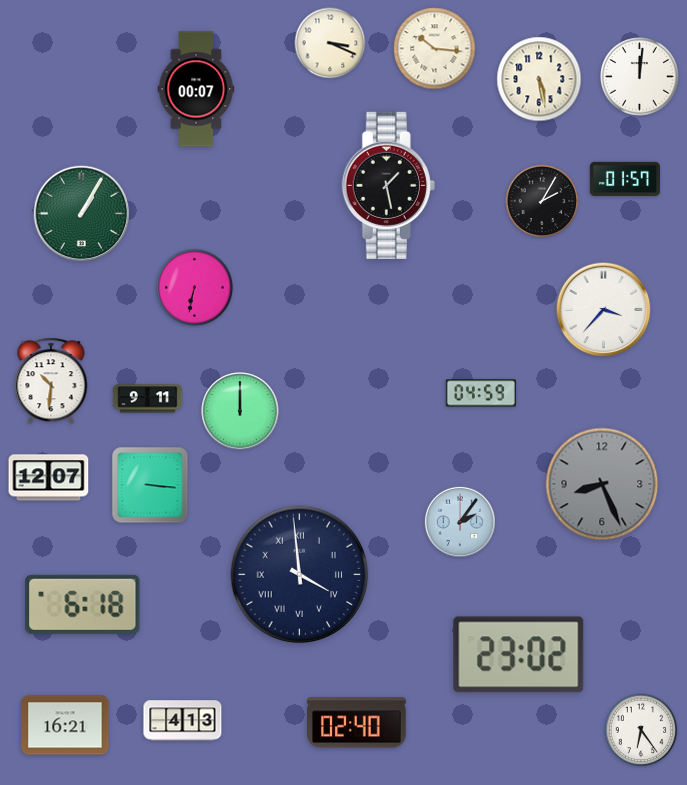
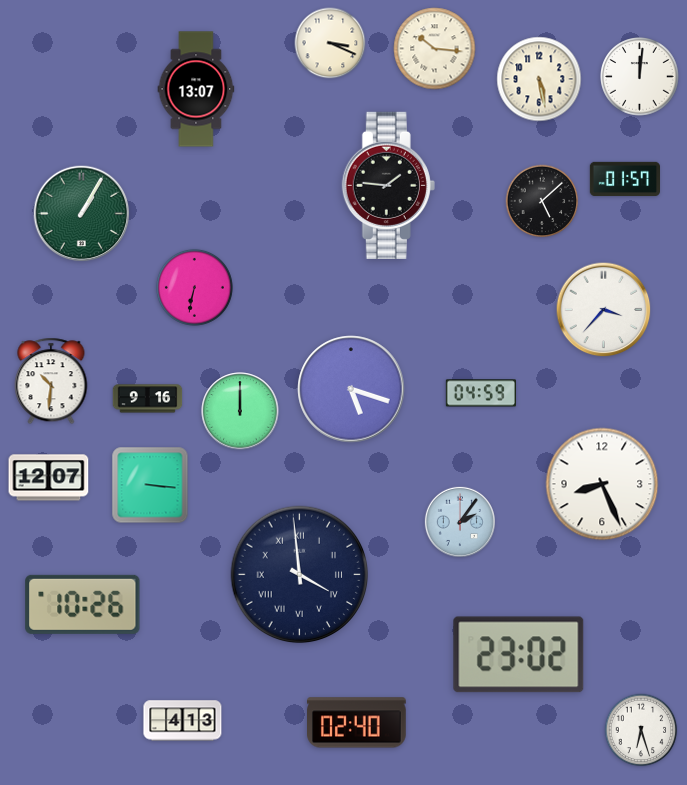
clock at (196, 89): 00:07 -> 13:07
clock at (388, 185): 1:28 -> 1:46
clock at (542, 201): 2:05 -> 5:08
clock at (351, 389): none -> 5:18
clock at (148, 399): 9:11 -> 9:16
clock at (602, 484) dial: grey -> white
clock at (83, 604): 6:18 -> 10:26
clock at (65, 725): 16:21 -> none
clock at (641, 730): 6:24 -> 6:27
